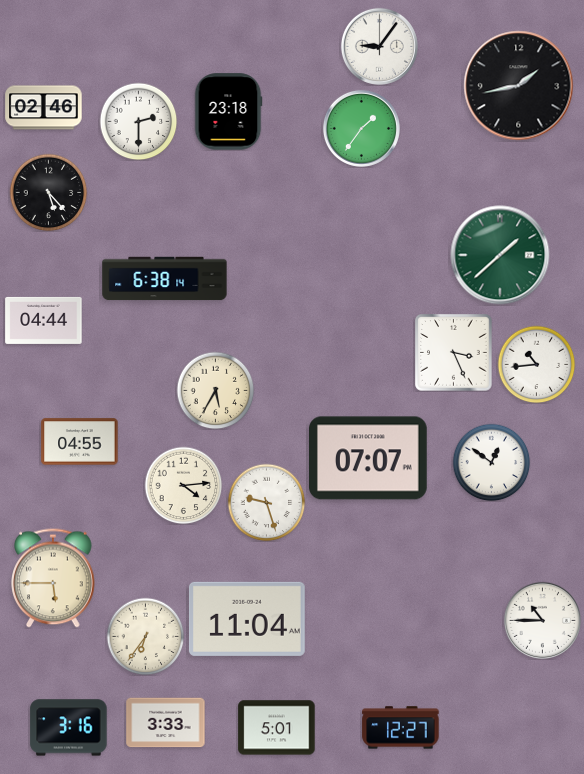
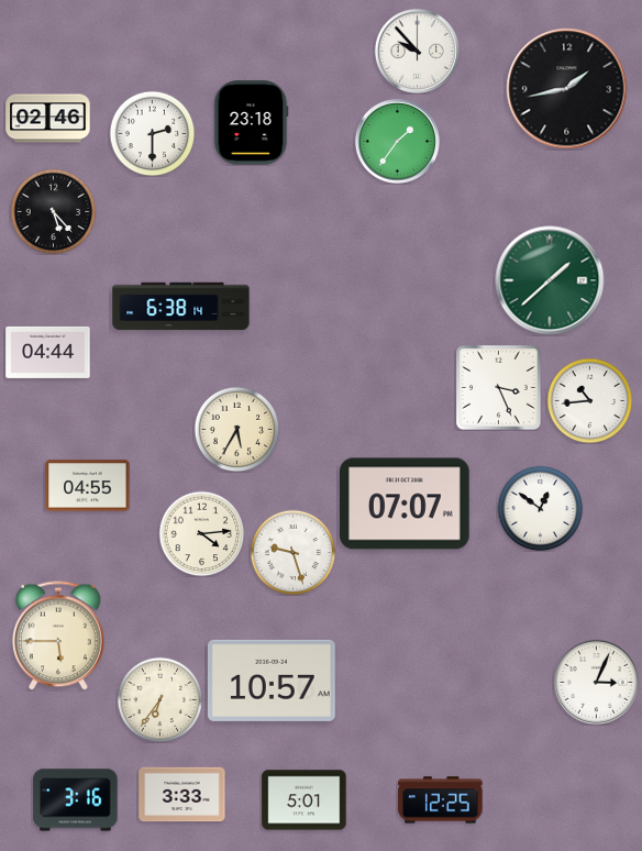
clock at (379, 46): 9:06 -> 9:53
clock at (519, 86) position: (519, 86) -> (567, 89)
clock at (247, 619): 11:04 -> 10:57
clock at (542, 620): 10:45 -> 3:04
clock at (401, 728): 12:27 -> 12:25
